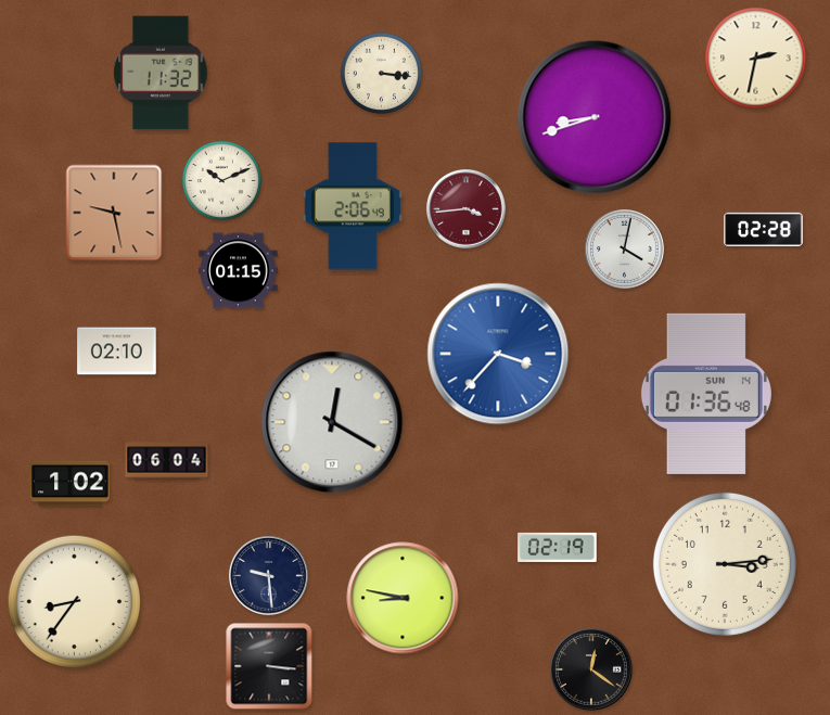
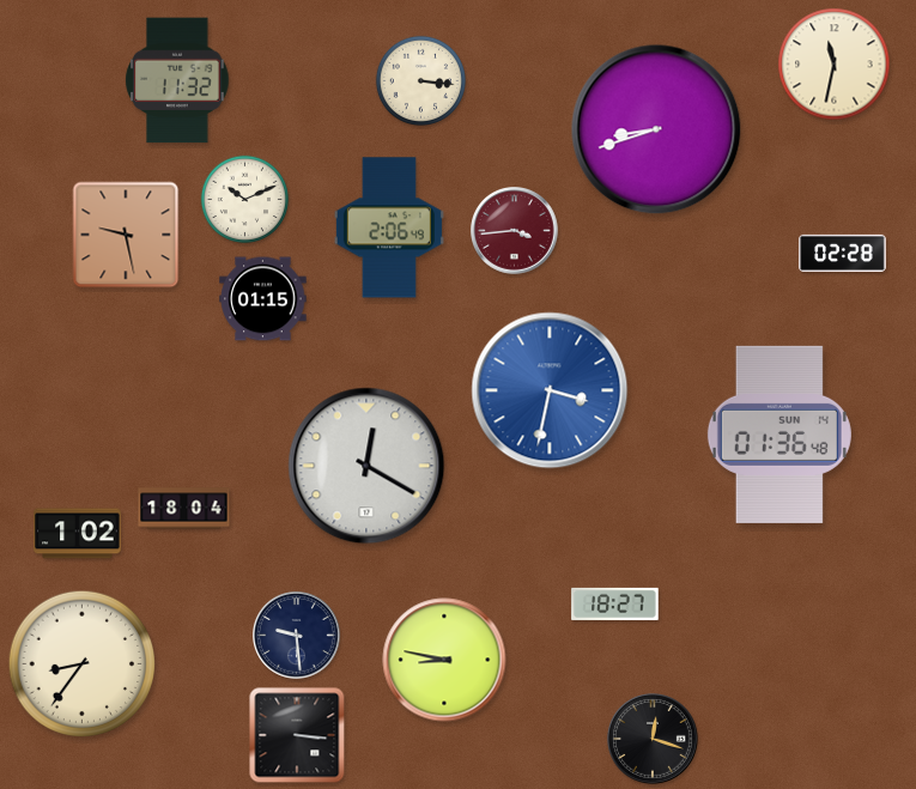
clock at (756, 59): 2:32 -> 11:32
clock at (625, 250): 4:02 -> none
clock at (117, 352): 02:10 -> none
clock at (498, 354): 3:37 -> 3:32
clock at (167, 461): 06:04 -> 18:04
clock at (558, 547): 02:19 -> 18:27
clock at (725, 564): 3:14 -> none
clock at (591, 669): 12:21 -> 12:18
